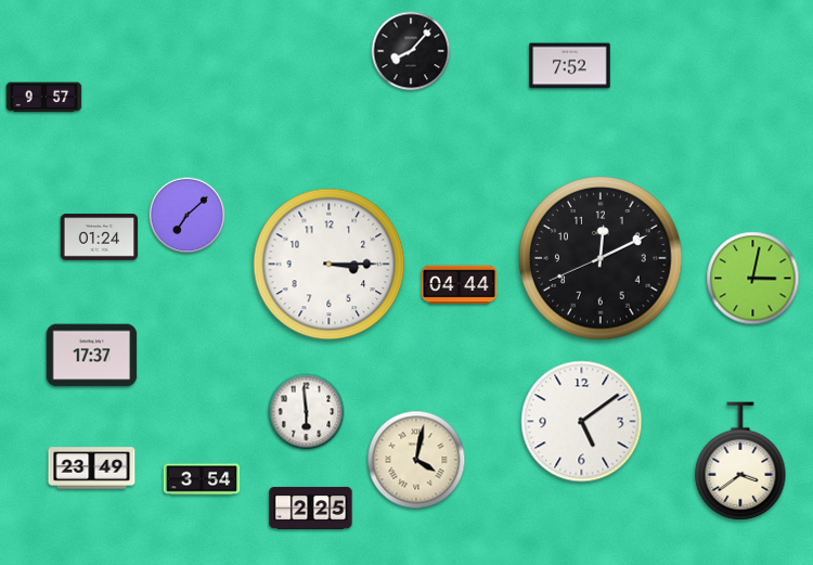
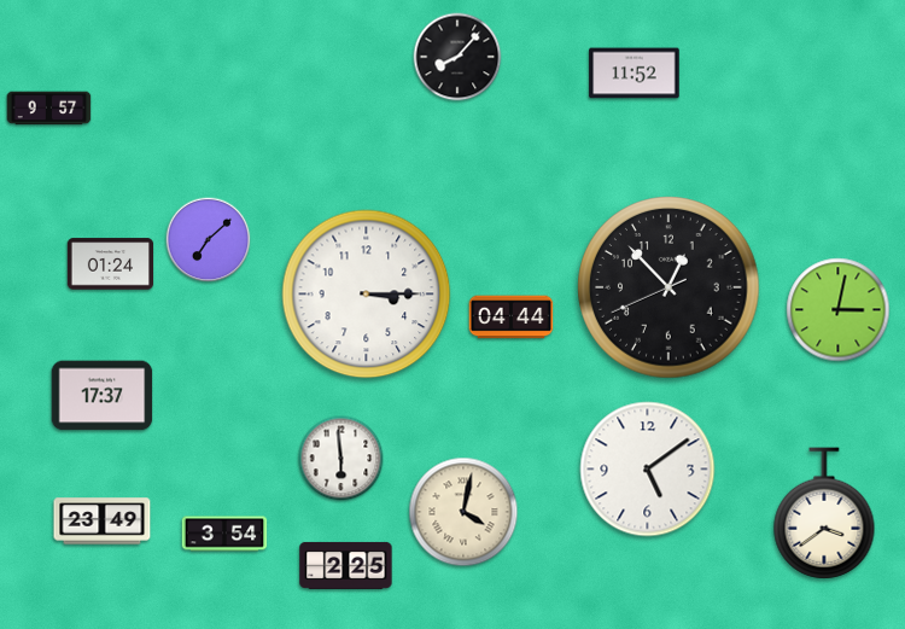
clock at (570, 66): 7:52 -> 11:52
clock at (601, 258): 12:10 -> 12:52
